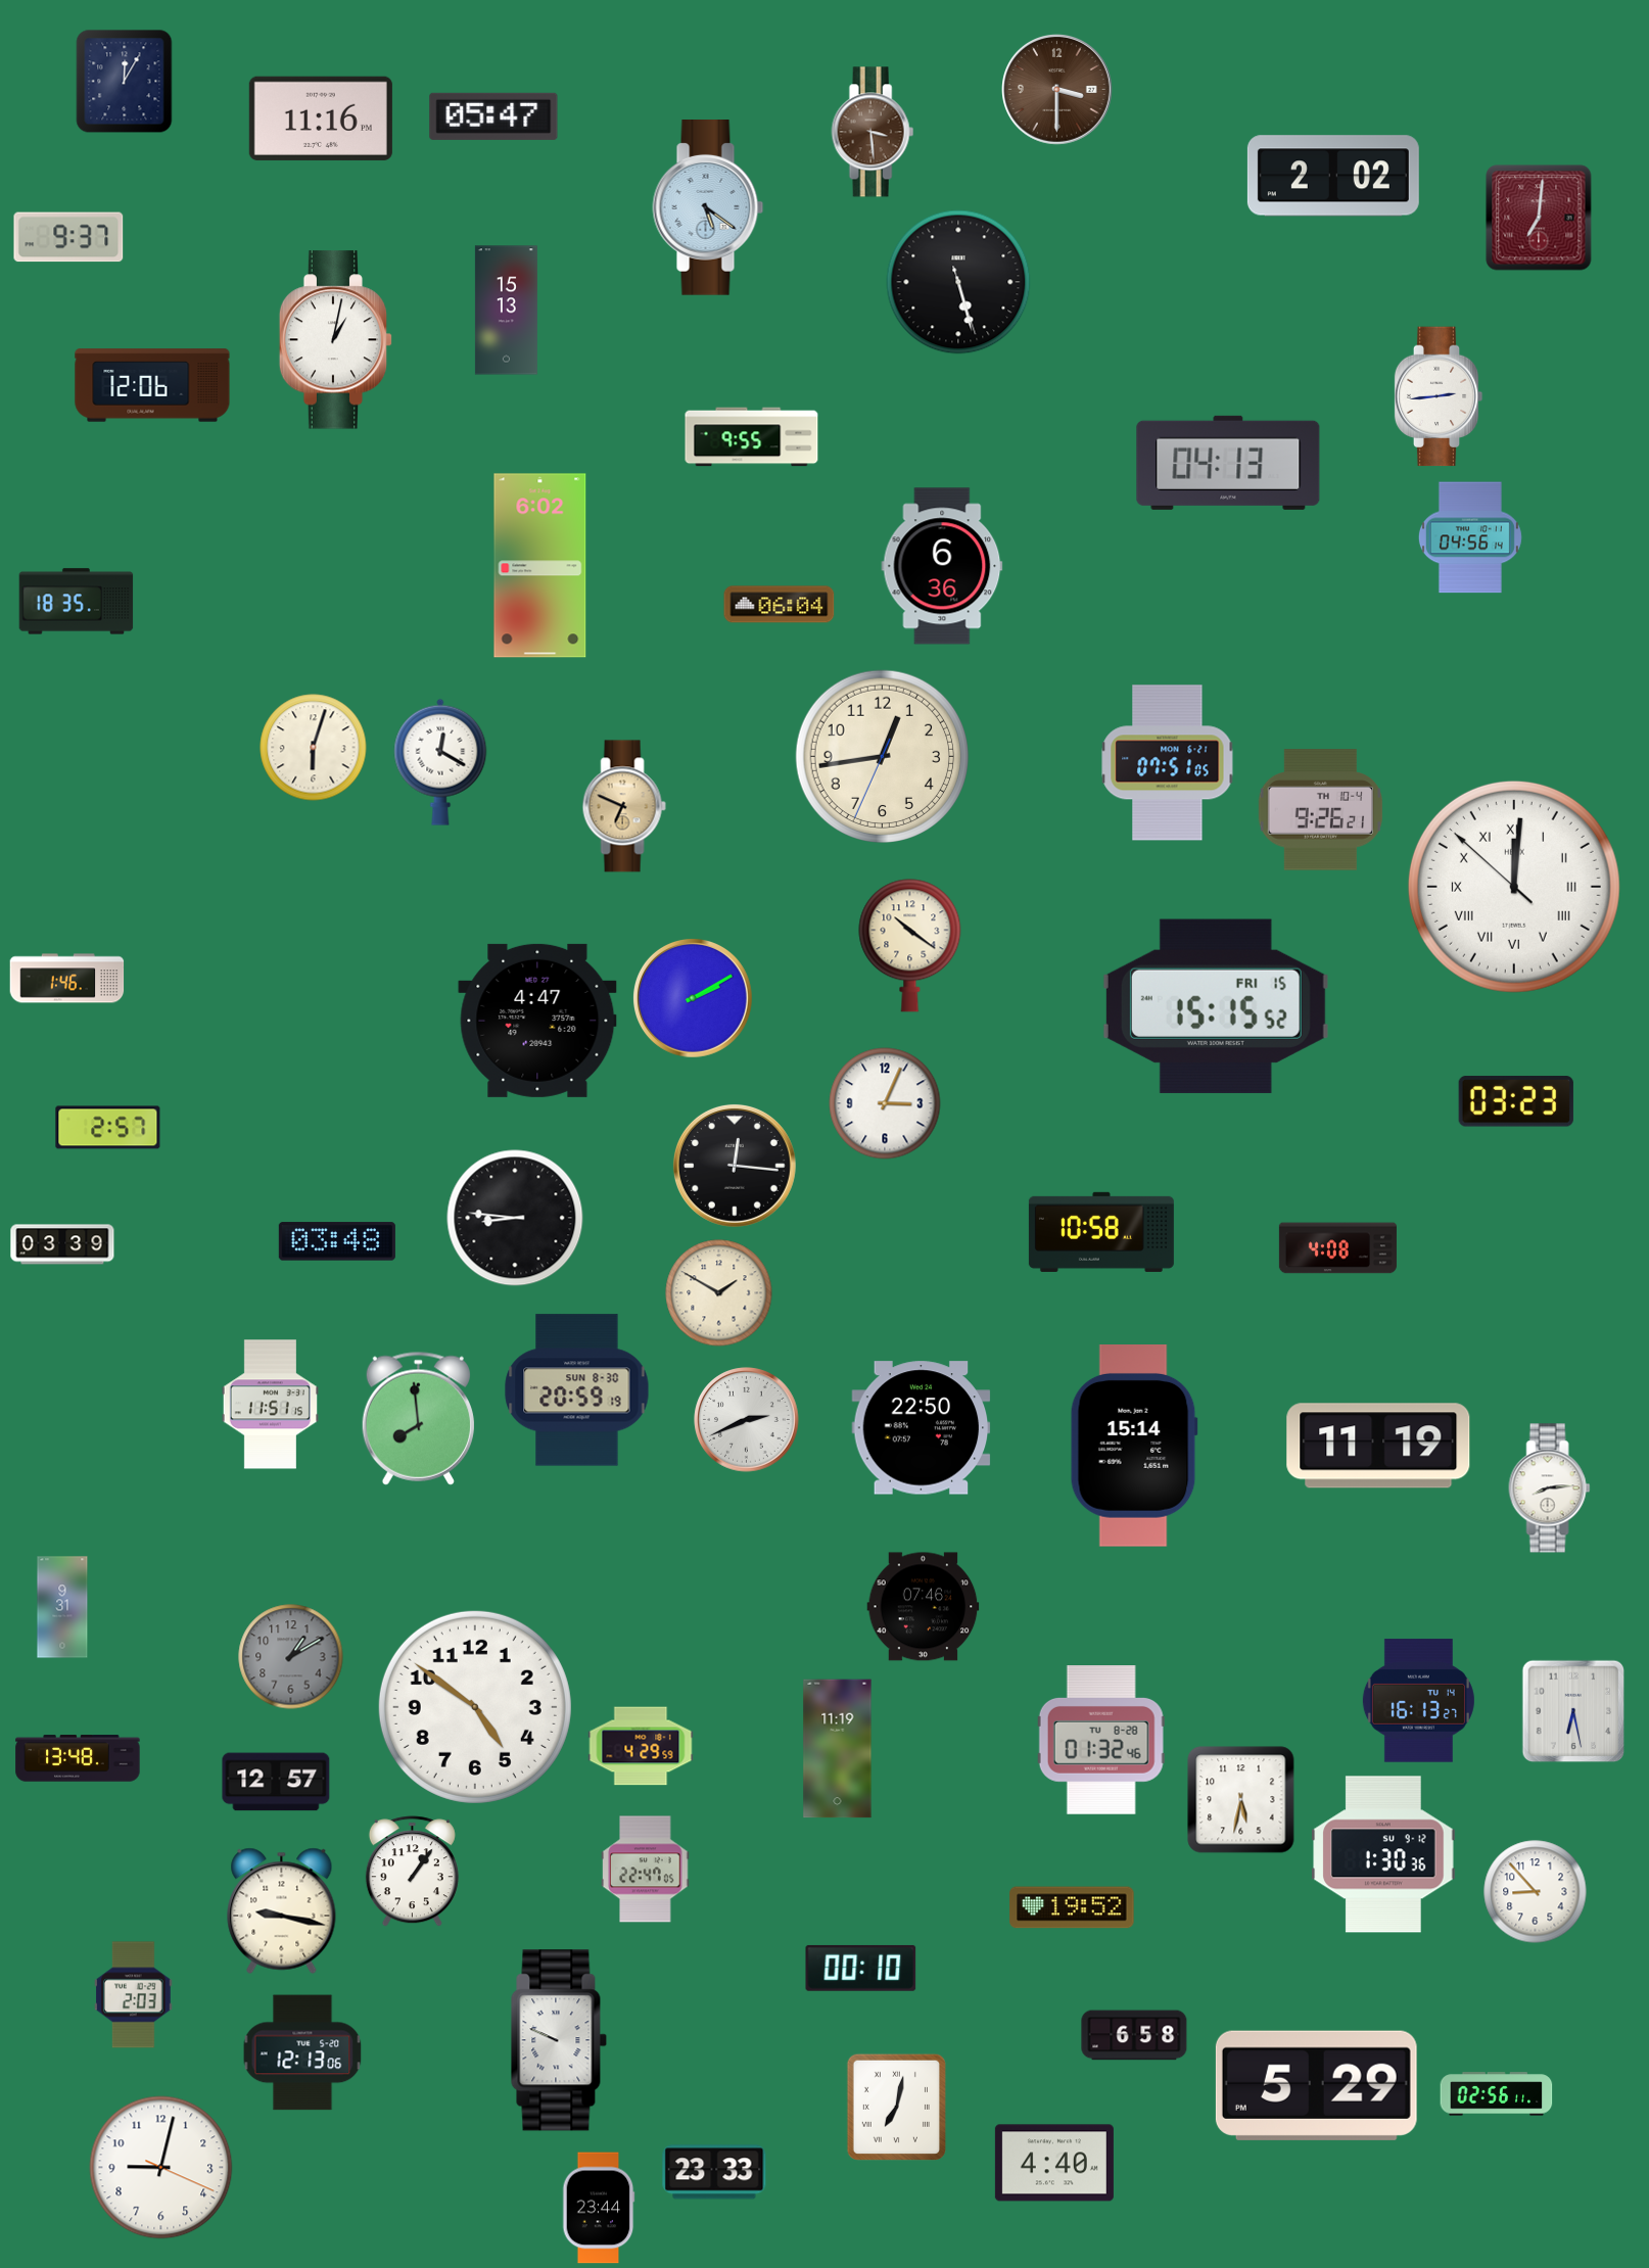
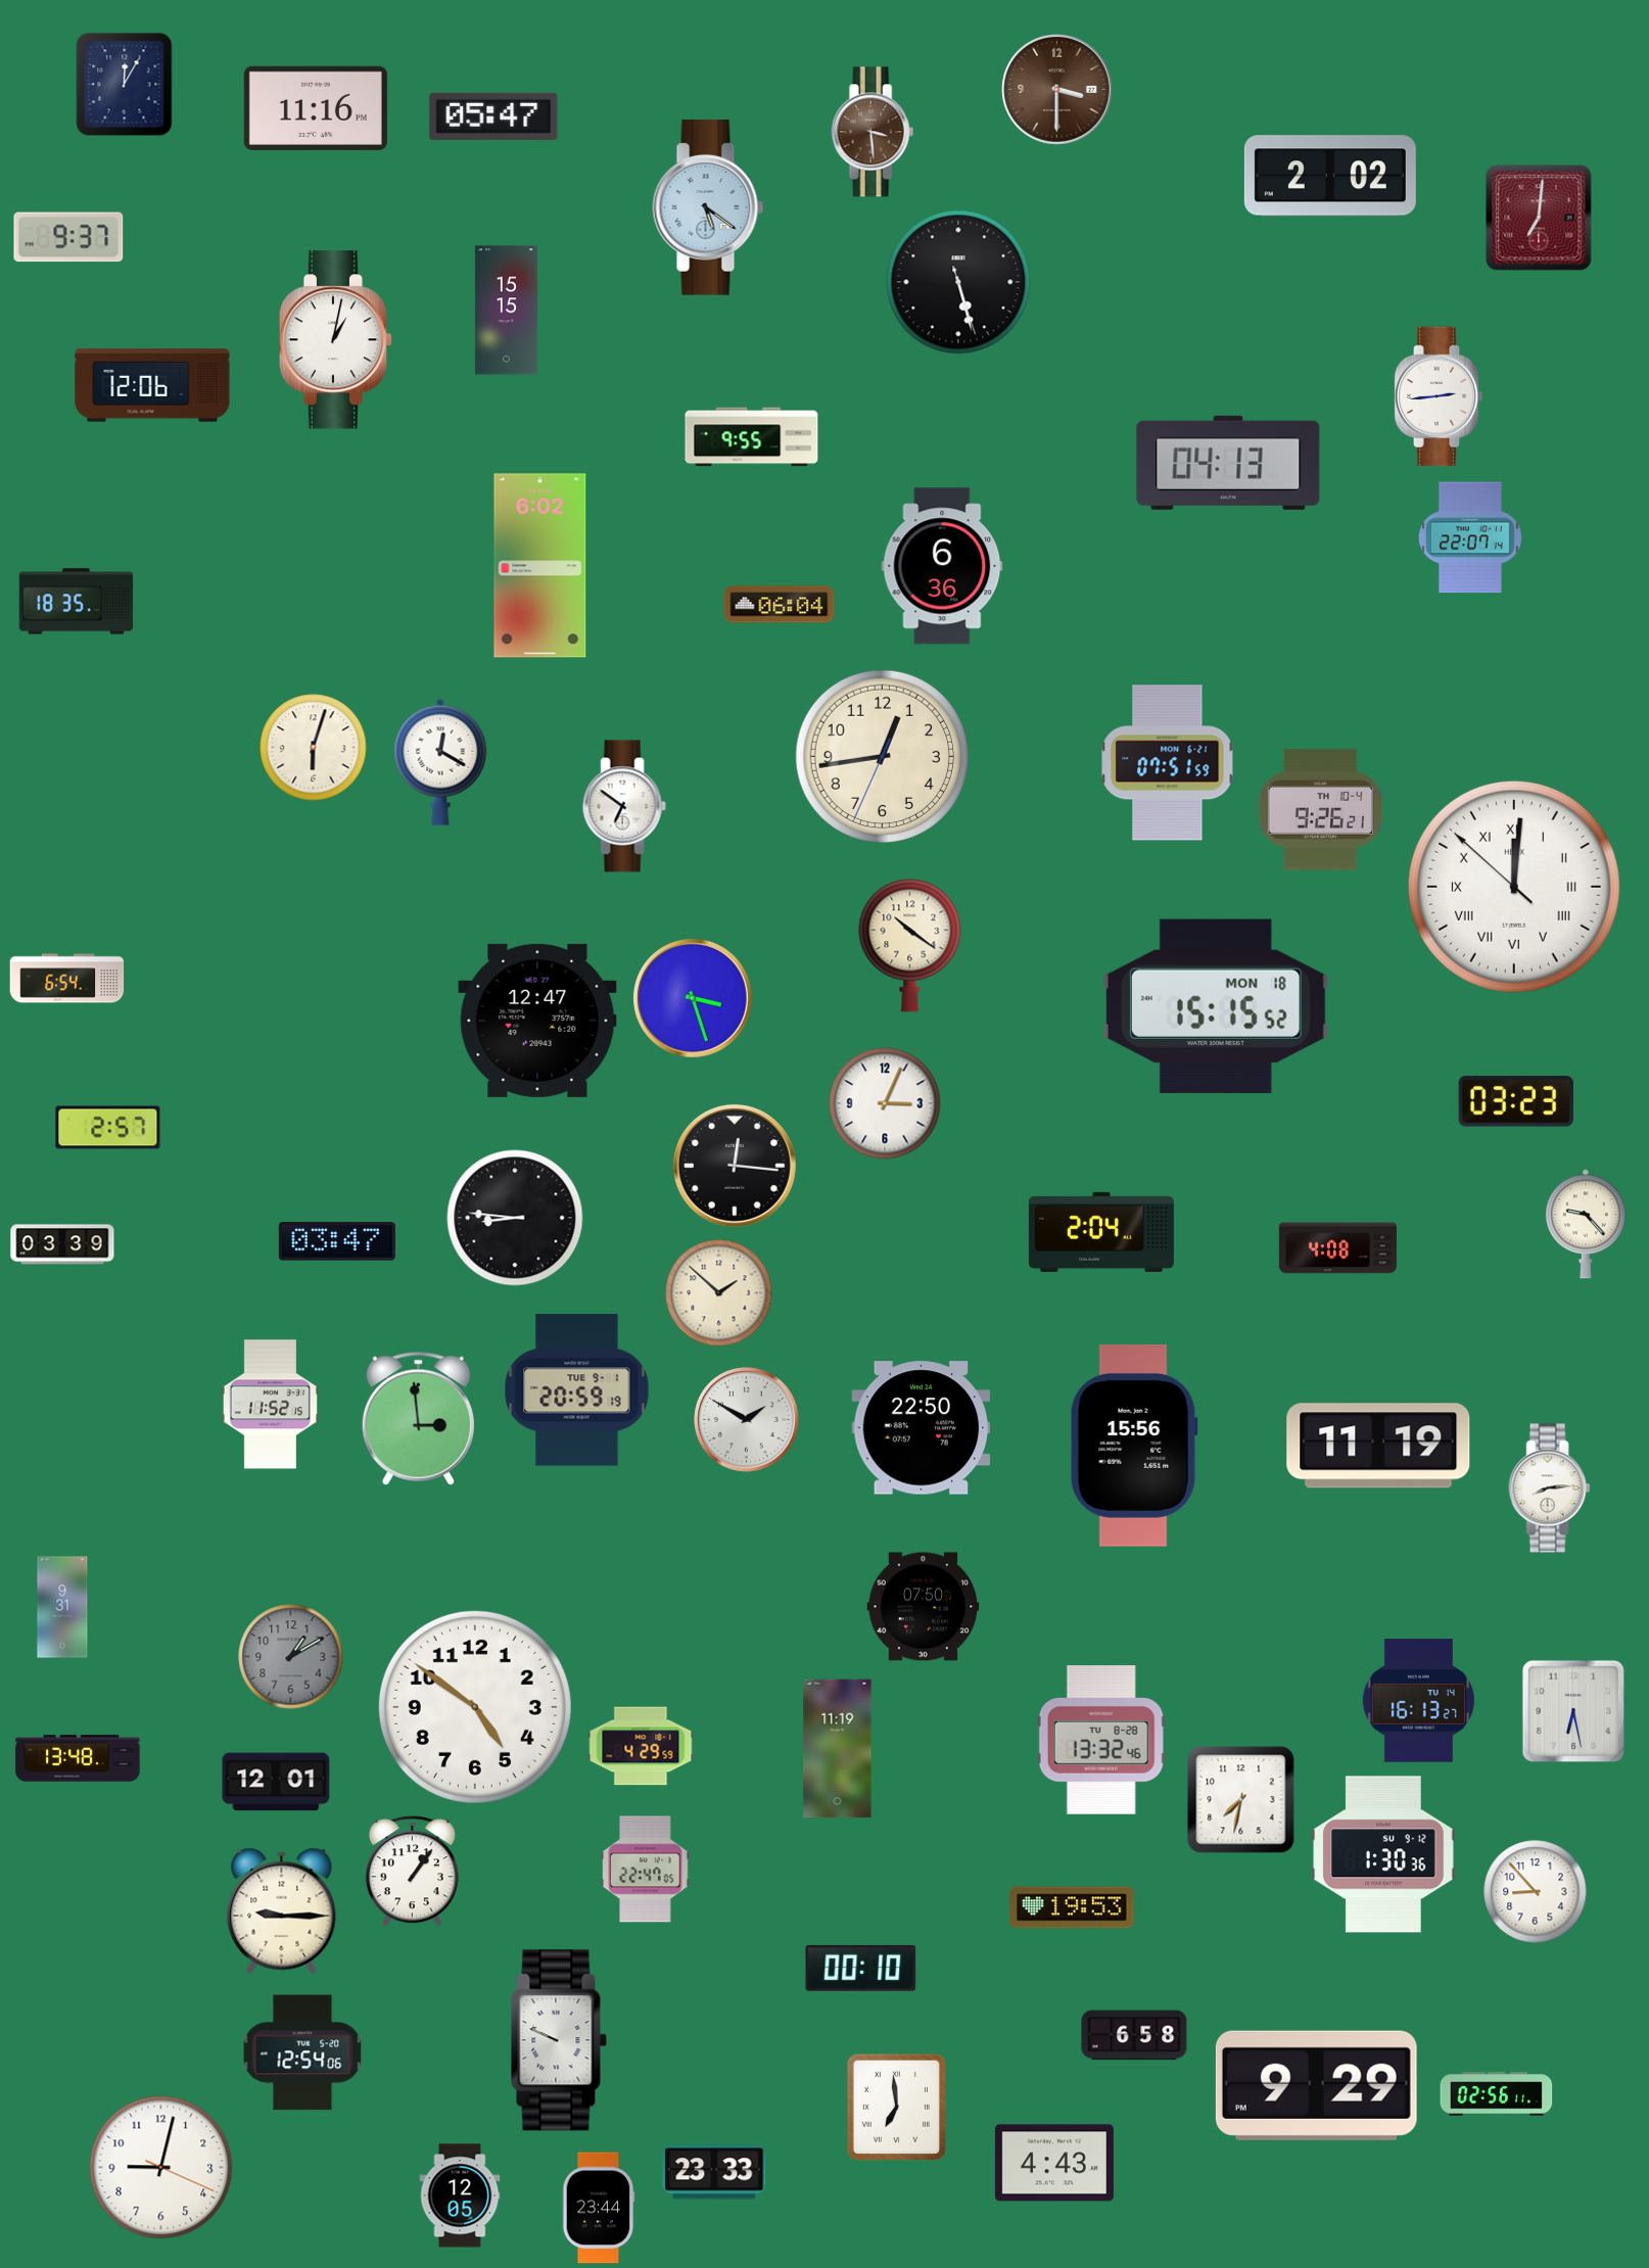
clock at (125, 82) position: (125, 82) -> (125, 85)
clock at (321, 119) position: (321, 119) -> (316, 108)
clock at (1333, 176) position: (1333, 176) -> (1330, 176)
clock at (506, 311): 15:13 -> 15:15
clock at (1470, 537): 04:56 -> 22:07
clock at (1168, 763): 07:51:05 -> 07:51:59
clock at (624, 806): 6:49 -> 6:51
clock at (624, 806) dial: champagne -> white
clock at (67, 979): 1:46 -> 6:54
clock at (693, 998): 2:10 -> 3:27
clock at (1216, 1006) date: FRI 15 -> MON 18
clock at (537, 1021): 4:47 -> 12:47
clock at (1586, 1224): none -> 9:23
clock at (1101, 1232): 10:58 -> 2:04
clock at (337, 1241): 03:48 -> 03:47
clock at (719, 1293): 1:50 -> 1:52
clock at (577, 1390) date: SUN 8-30 -> TUE 9-1
clock at (270, 1405): 11:51 -> 11:52
clock at (418, 1418): 7:59 -> 2:59
clock at (747, 1420): 2:41 -> 1:50
clock at (1134, 1447): 15:14 -> 15:56
clock at (924, 1607): 07:46 -> 07:50
clock at (1101, 1741): 01:32 -> 13:32
clock at (276, 1782): 12:57 -> 12:01
clock at (1241, 1800): 5:32 -> 7:32
clock at (1072, 1907): 19:52 -> 19:53
clock at (282, 1910): 9:17 -> 9:15
clock at (134, 1995): 2:03 -> none
clock at (302, 2052): 12:13 -> 12:54
clock at (1316, 2085): 5:29 -> 9:29
clock at (896, 2107): 7:02 -> 6:59
clock at (1054, 2163): 4:40 -> 4:43
clock at (460, 2195): none -> 12:05
